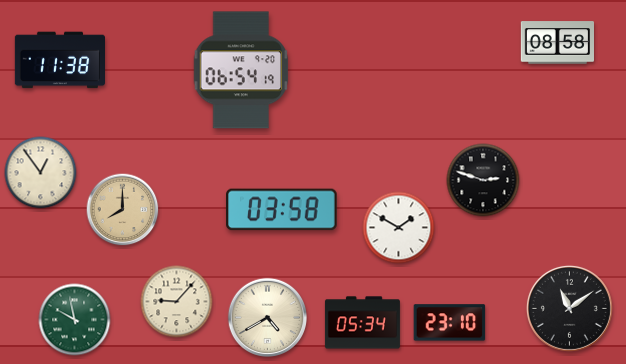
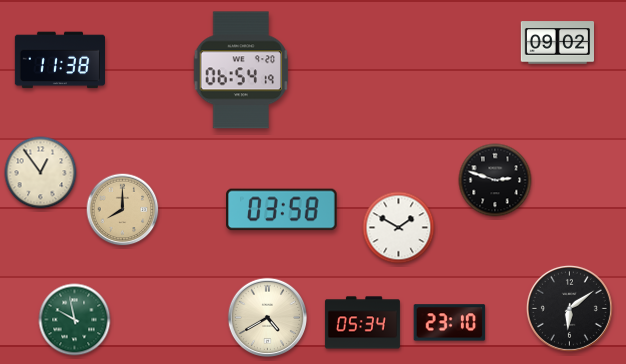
clock at (557, 43): 08:58 -> 09:02
clock at (483, 180) position: (483, 180) -> (495, 180)
clock at (177, 302): 9:07 -> none
clock at (569, 308): 11:09 -> 6:09
